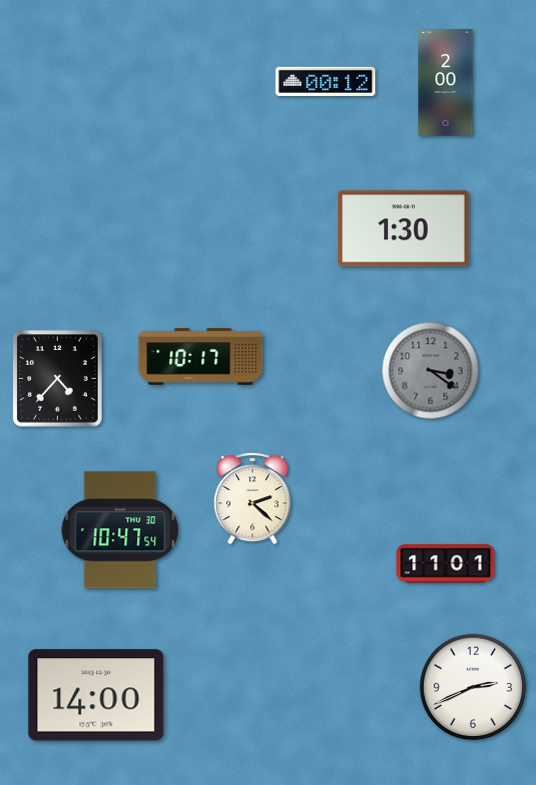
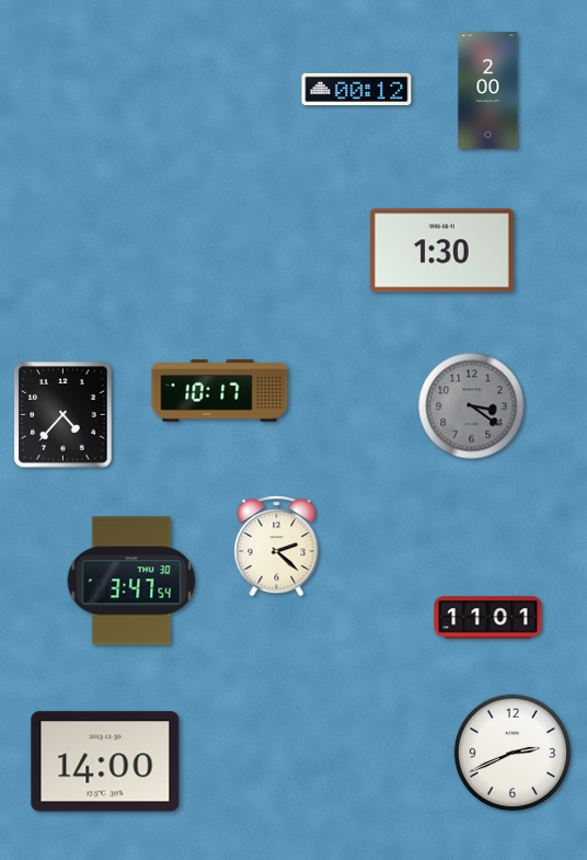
clock at (120, 530): 10:47 -> 3:47
clock at (473, 687) position: (473, 687) -> (513, 753)
